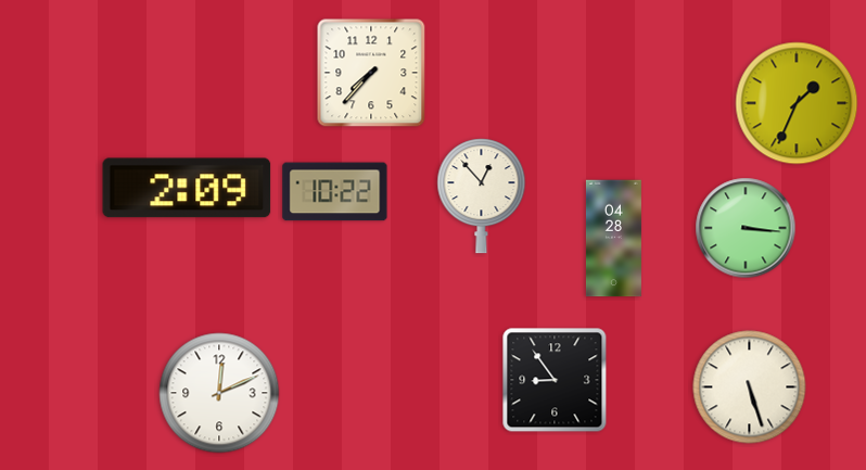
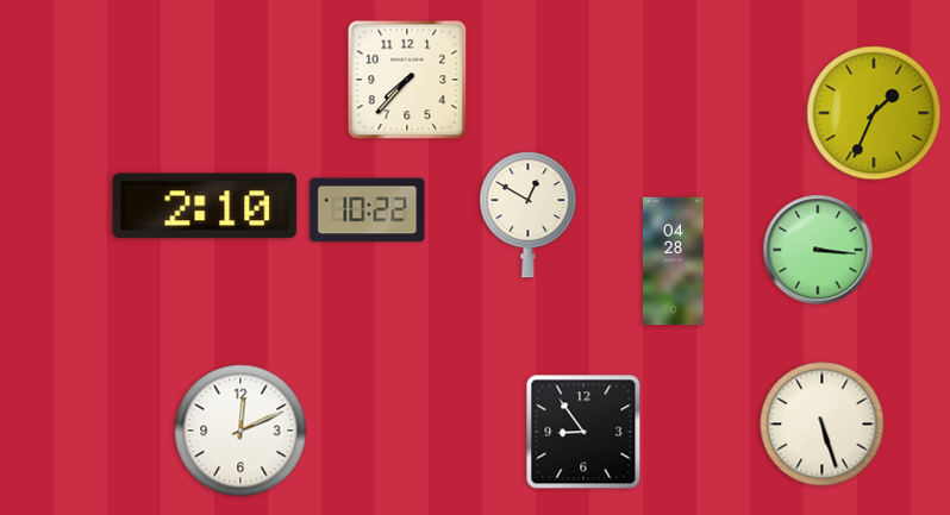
clock at (187, 188): 2:09 -> 2:10
clock at (482, 196): 12:53 -> 12:50
clock at (555, 380) position: (555, 380) -> (583, 432)
